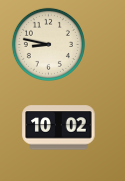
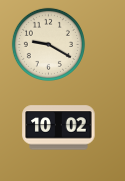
clock at (48, 44): 8:47 -> 9:20
